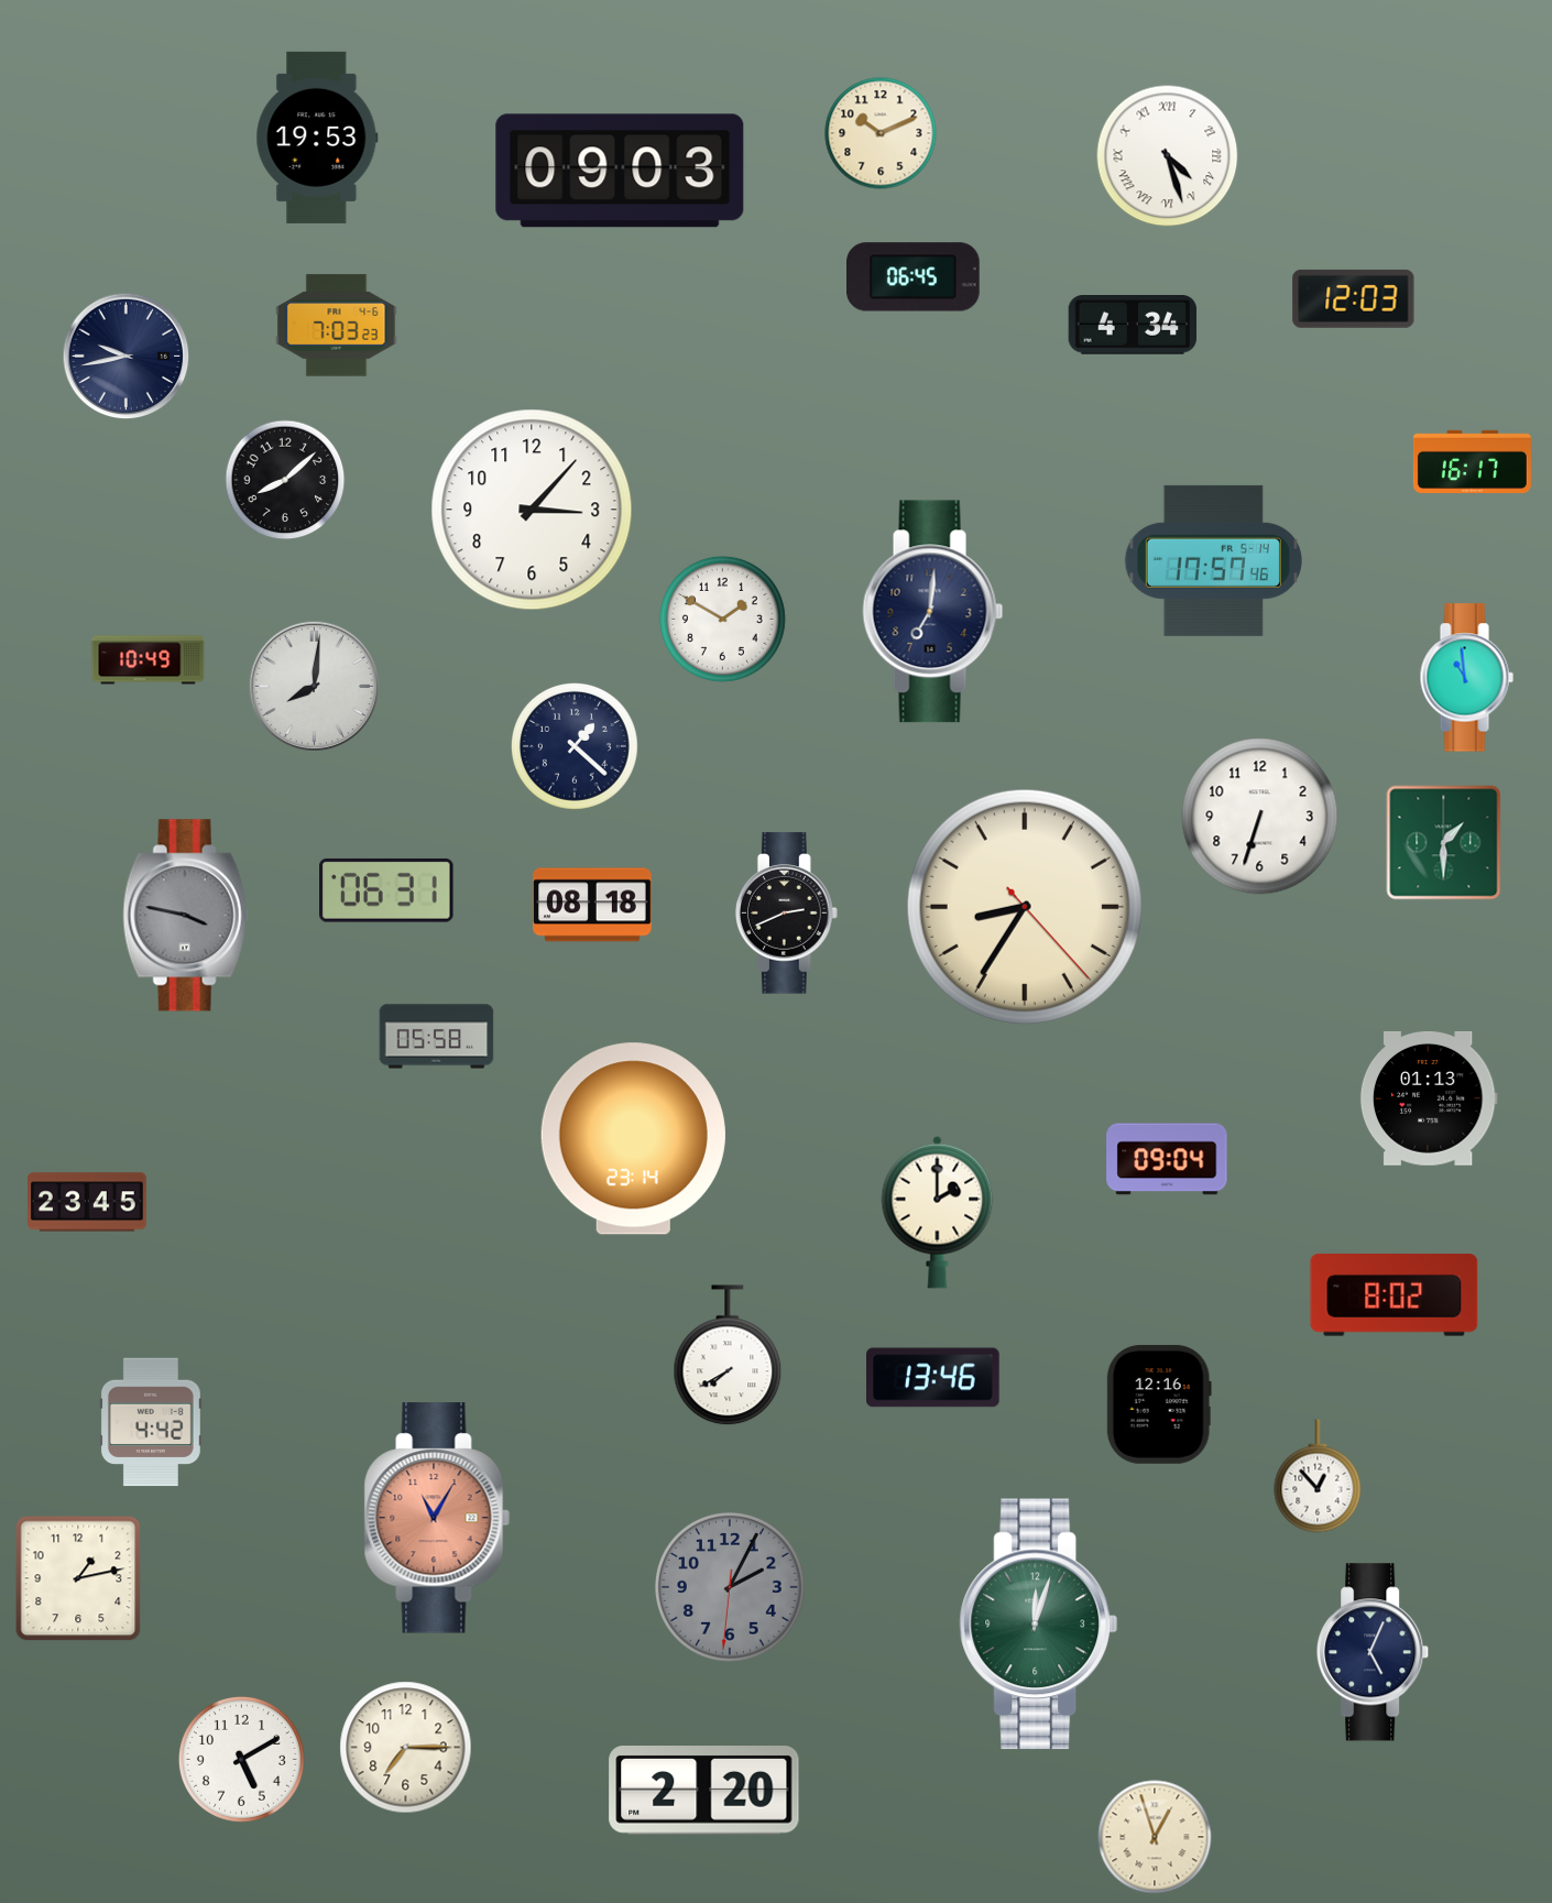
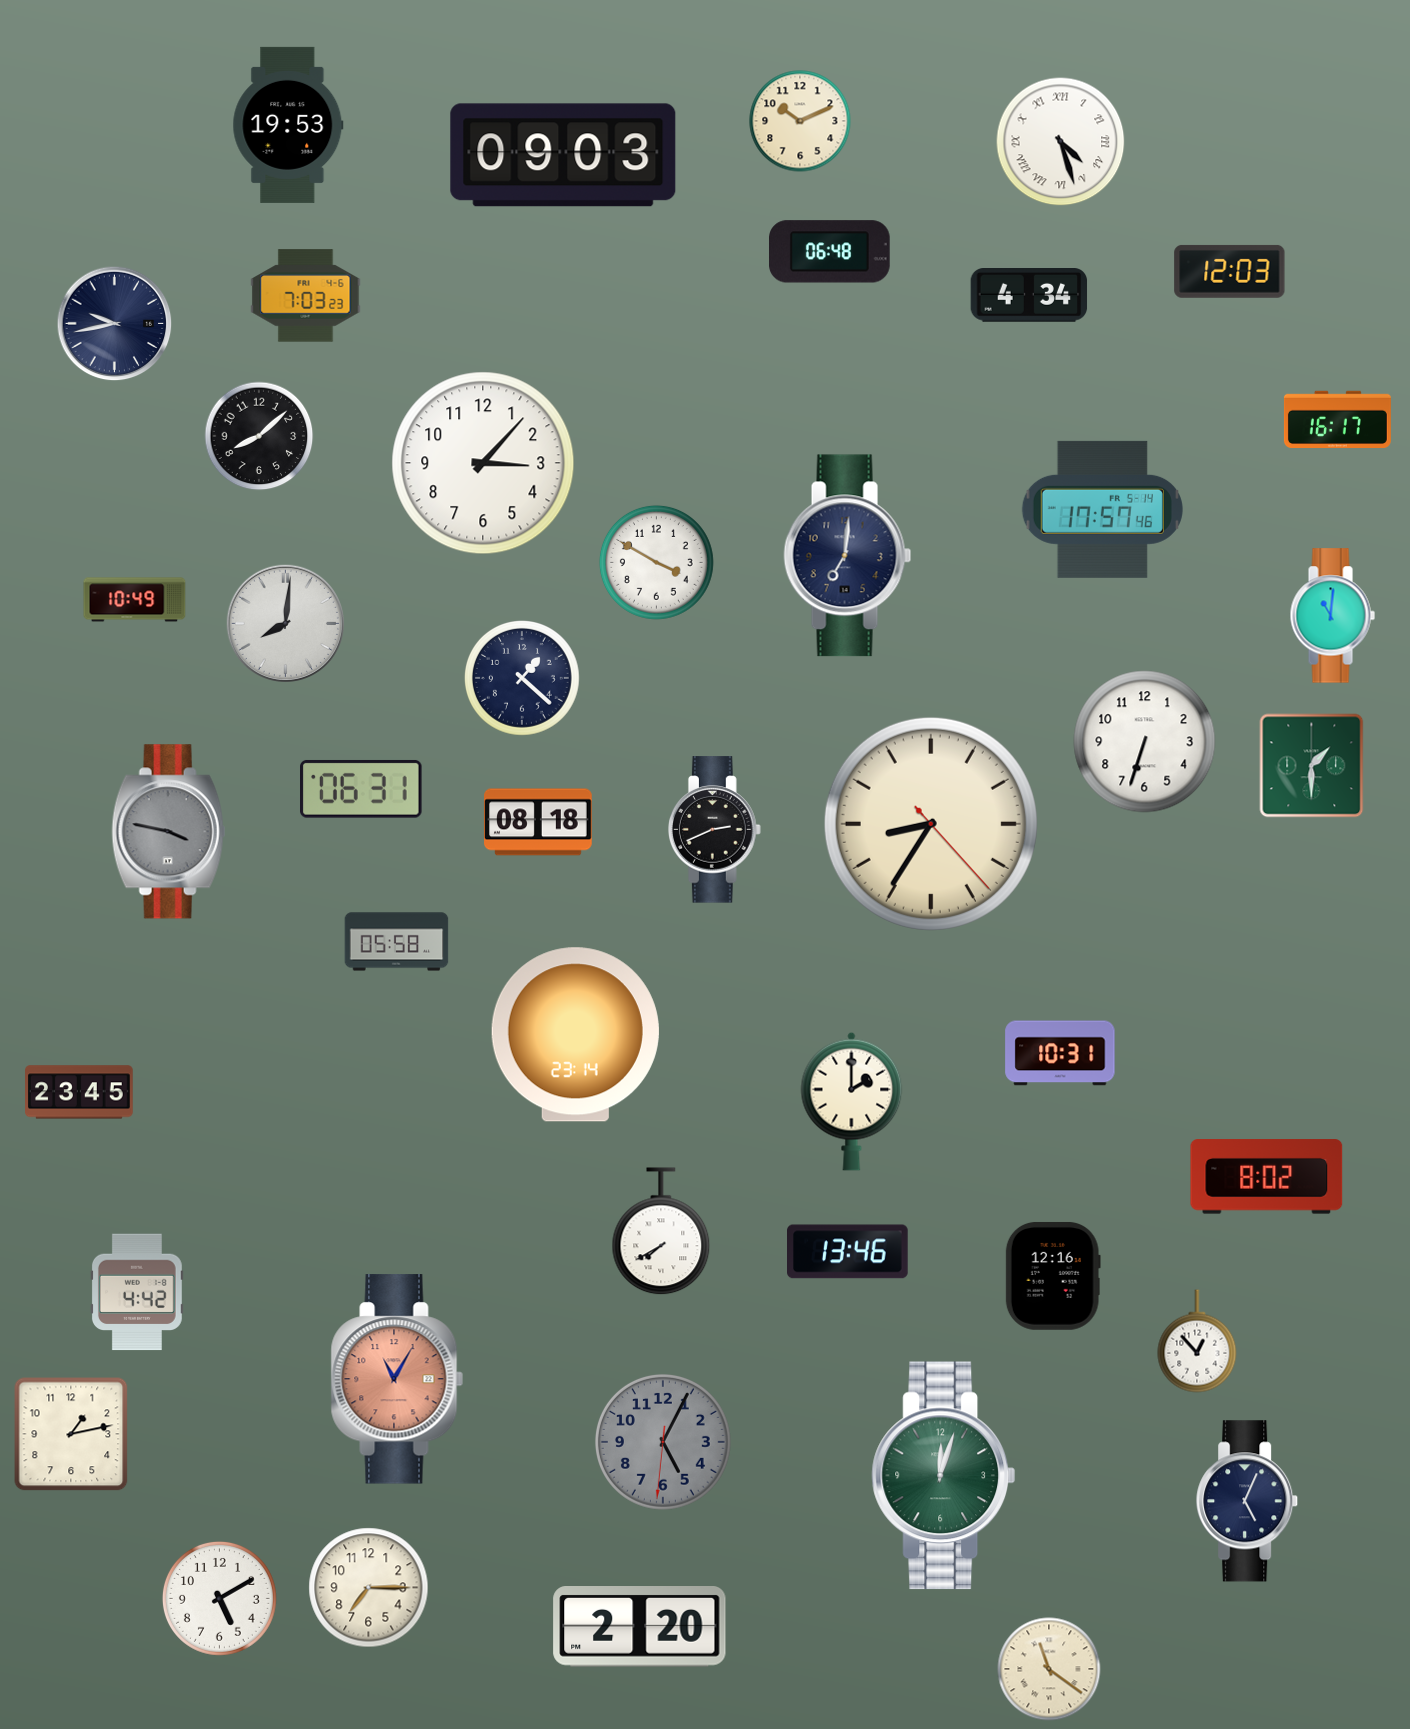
clock at (914, 277): 06:45 -> 06:48
clock at (722, 619): 1:50 -> 3:50
clock at (1466, 678): 10:59 -> 11:01
clock at (386, 890) position: (386, 890) -> (361, 789)
clock at (1429, 1098): 01:13 -> none
clock at (1167, 1159): 09:04 -> 10:31
clock at (730, 1587): 2:04 -> 5:04
clock at (1155, 1837): 12:57 -> 11:21
